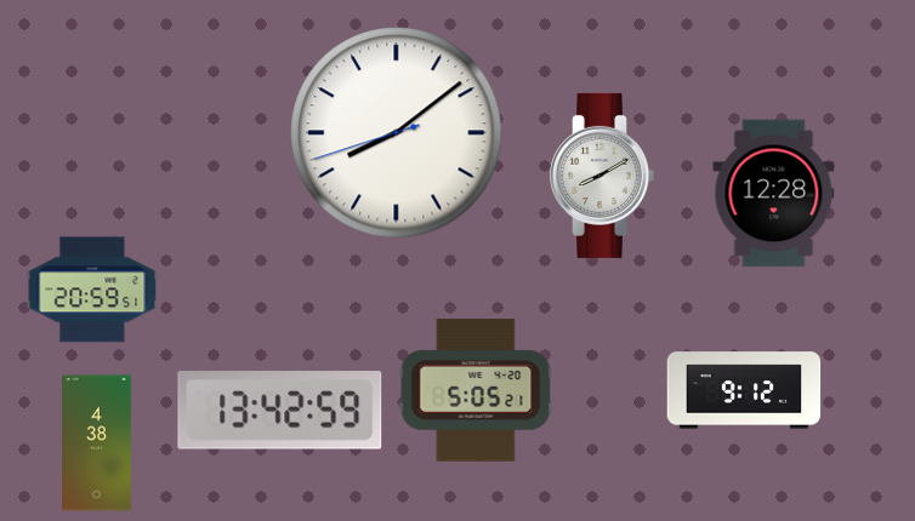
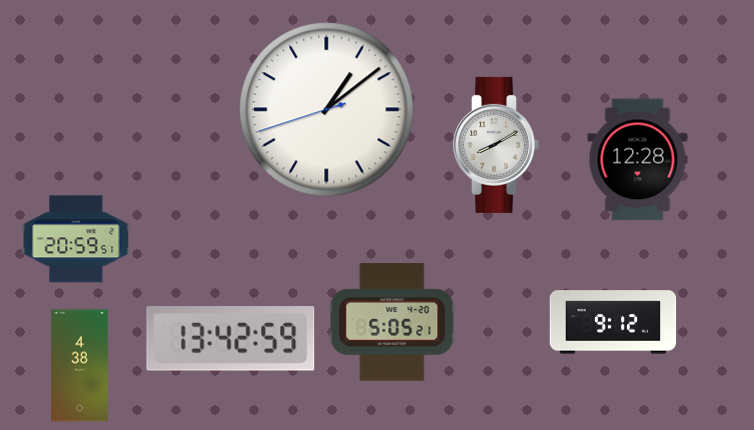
clock at (397, 133): 8:08 -> 1:08
